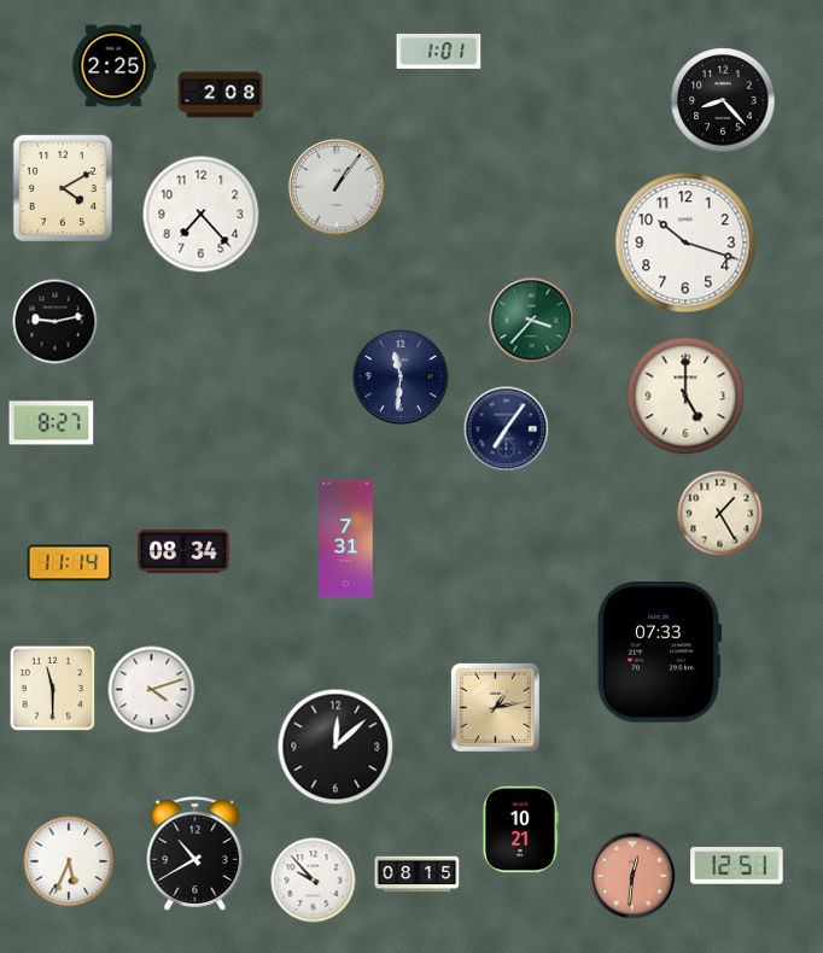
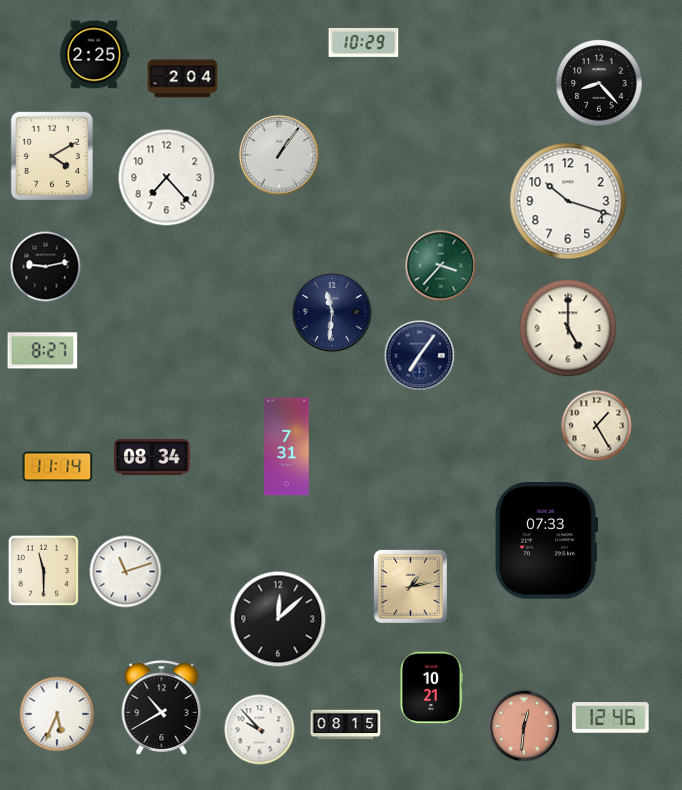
clock at (439, 51): 1:01 -> 10:29
clock at (221, 95): 2:08 -> 2:04
clock at (152, 690): 4:12 -> 11:12
clock at (737, 866): 12:51 -> 12:46
